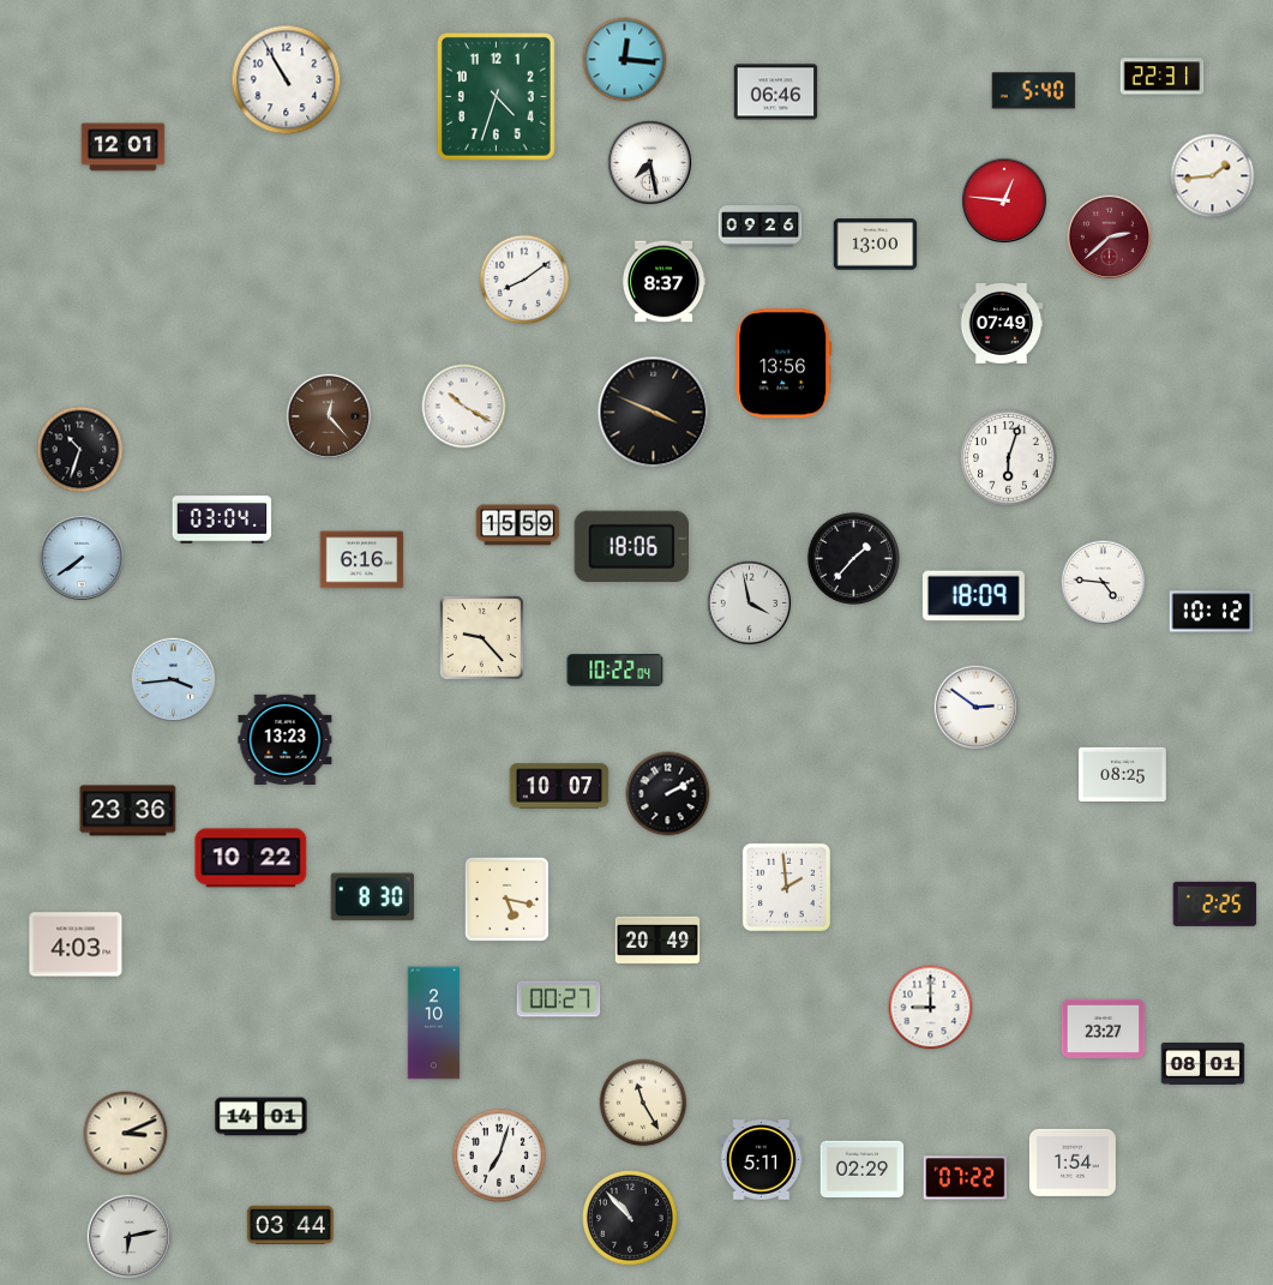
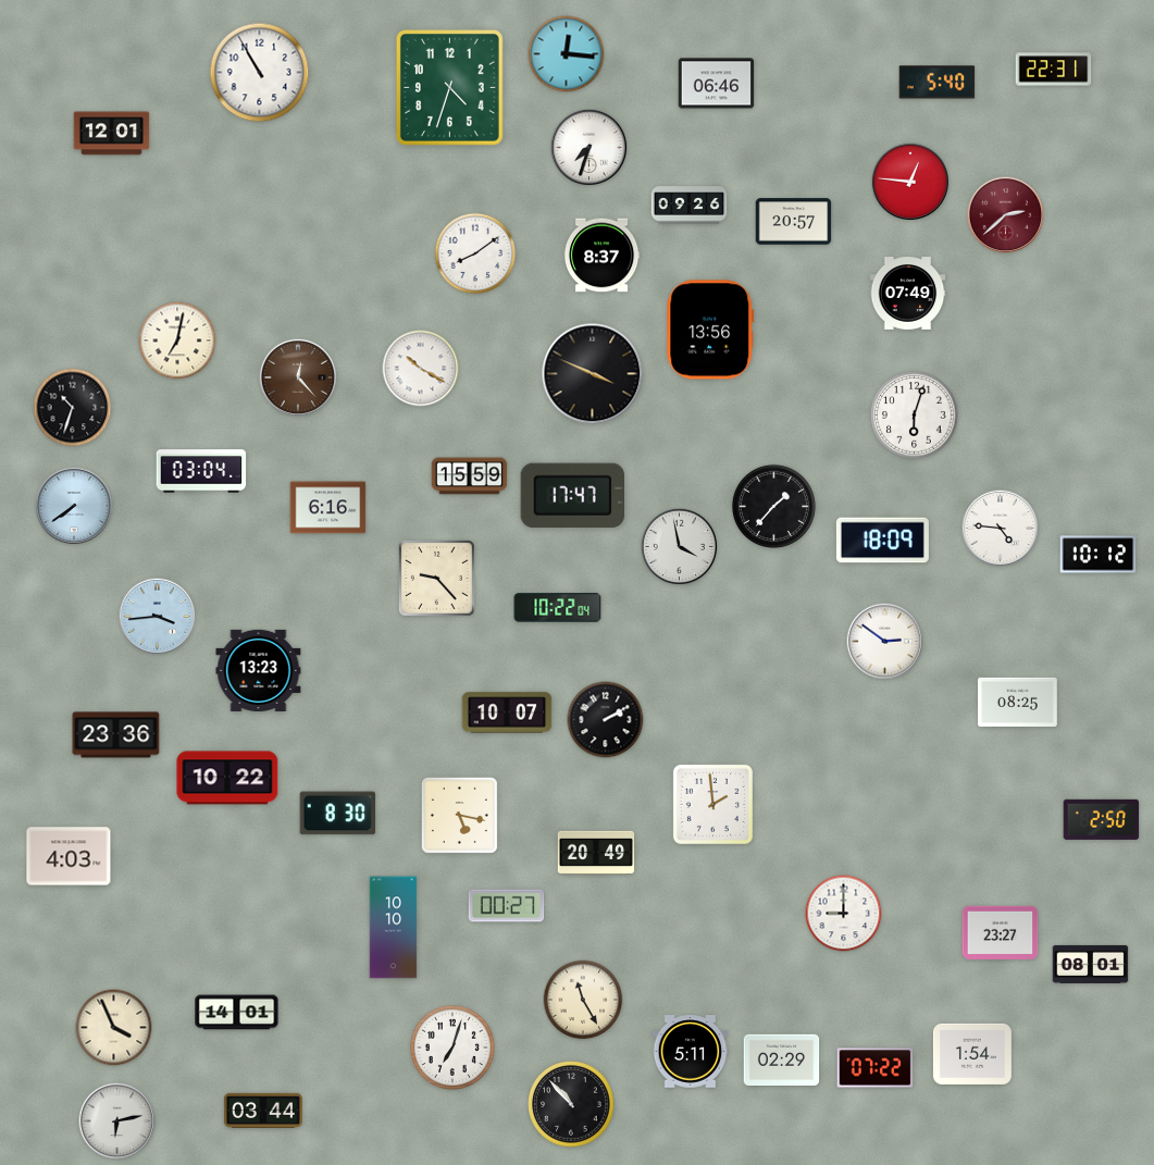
clock at (776, 92) position: (776, 92) -> (717, 84)
clock at (650, 163): 7:28 -> 7:33
clock at (1213, 176): 1:44 -> none
clock at (876, 245): 13:00 -> 20:57
clock at (177, 340): none -> 7:02
clock at (631, 546): 18:06 -> 17:47
clock at (1215, 903): 2:25 -> 2:50
clock at (434, 1023): 2:10 -> 10:10
clock at (126, 1134): 3:11 -> 3:56
